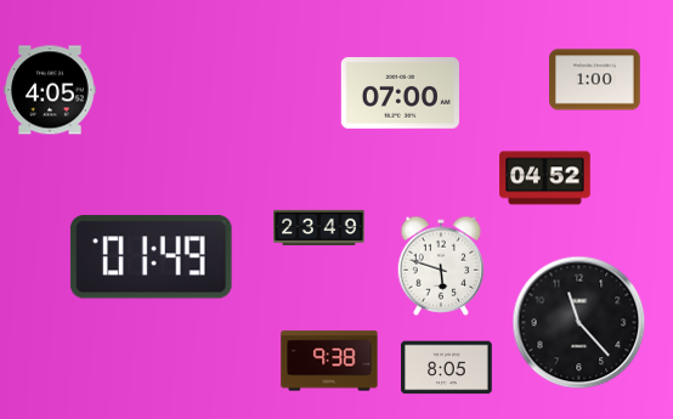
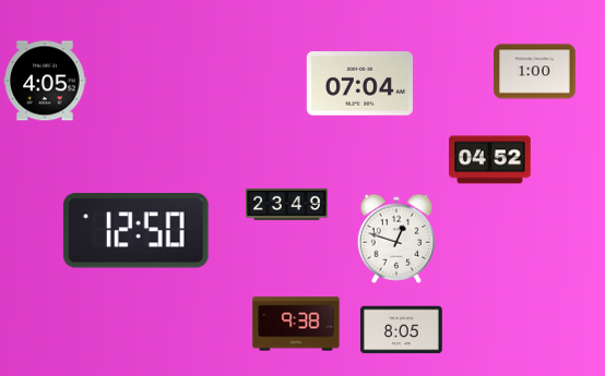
clock at (400, 94): 07:00 -> 07:04
clock at (151, 257): 01:49 -> 12:50
clock at (441, 266): 5:48 -> 12:48
clock at (579, 323): 11:23 -> none
